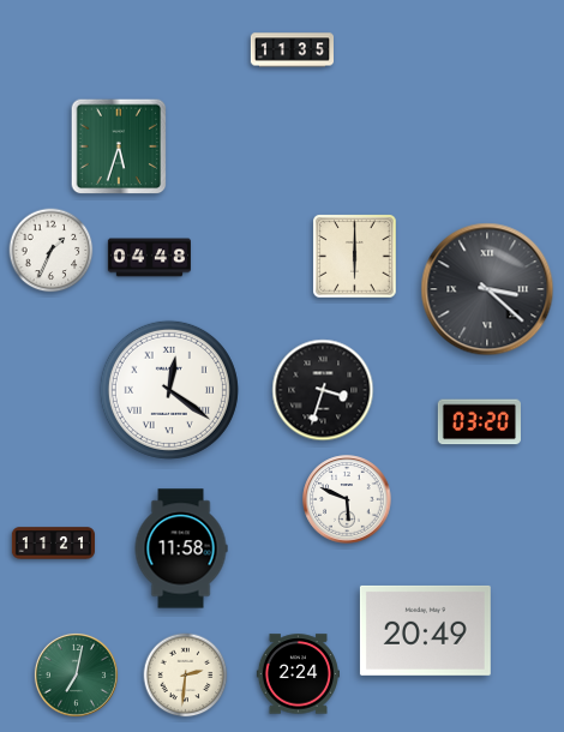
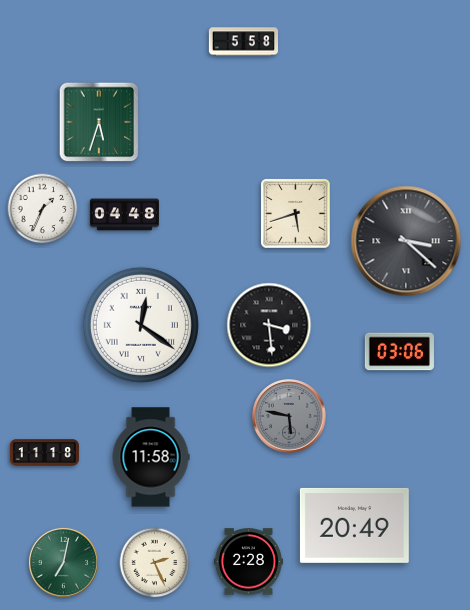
clock at (292, 50): 11:35 -> 5:58
clock at (355, 257): 6:00 -> 5:42
clock at (323, 390): 3:33 -> 3:29
clock at (479, 422): 03:20 -> 03:06
clock at (347, 499): 5:49 -> 5:47
clock at (347, 499) dial: white -> grey
clock at (53, 544): 11:21 -> 11:18
clock at (298, 674): 2:24 -> 2:28
clock at (186, 676): 2:31 -> 2:26
